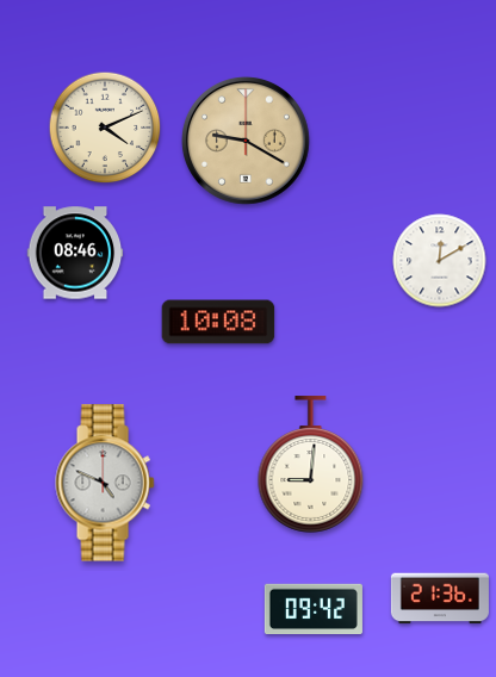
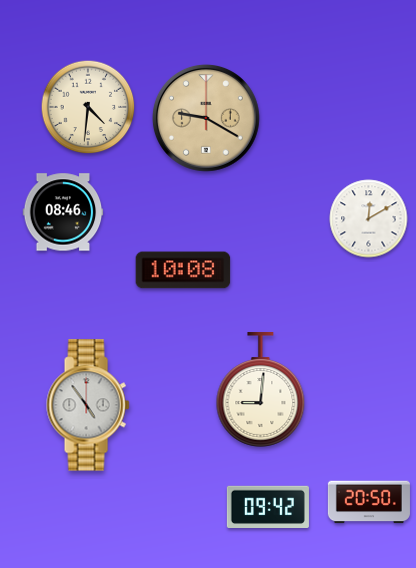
clock at (105, 128): 4:11 -> 4:31
clock at (105, 483): 4:49 -> 4:54
clock at (440, 598): 21:36 -> 20:50
clock at (314, 608) position: (314, 608) -> (268, 506)
